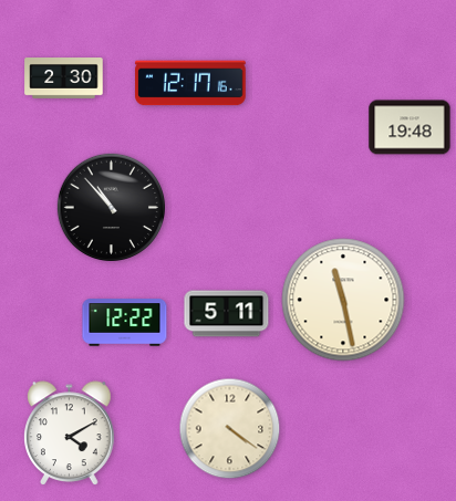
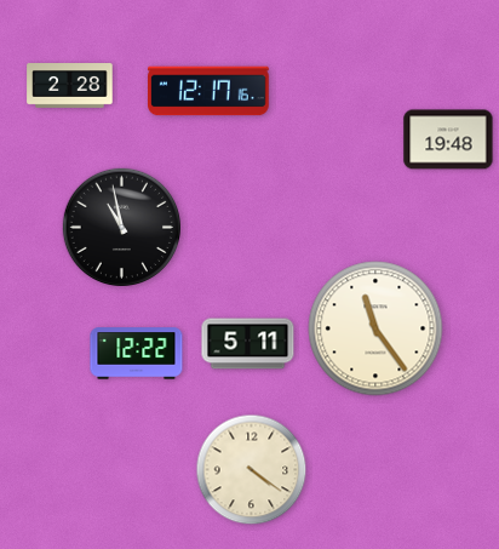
clock at (64, 79): 2:30 -> 2:28
clock at (111, 207): 10:53 -> 10:58
clock at (343, 300): 11:28 -> 11:24
clock at (70, 432): 4:10 -> none
